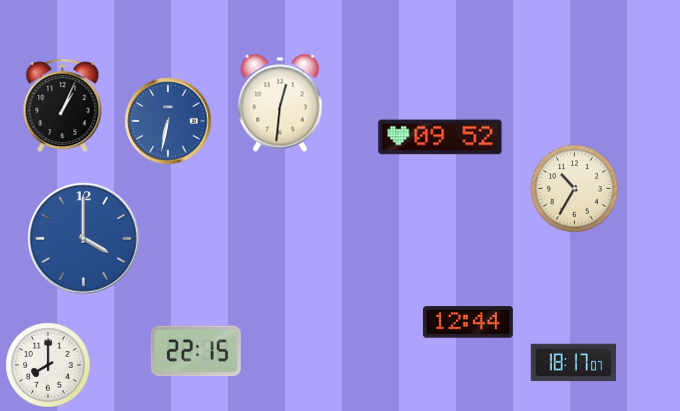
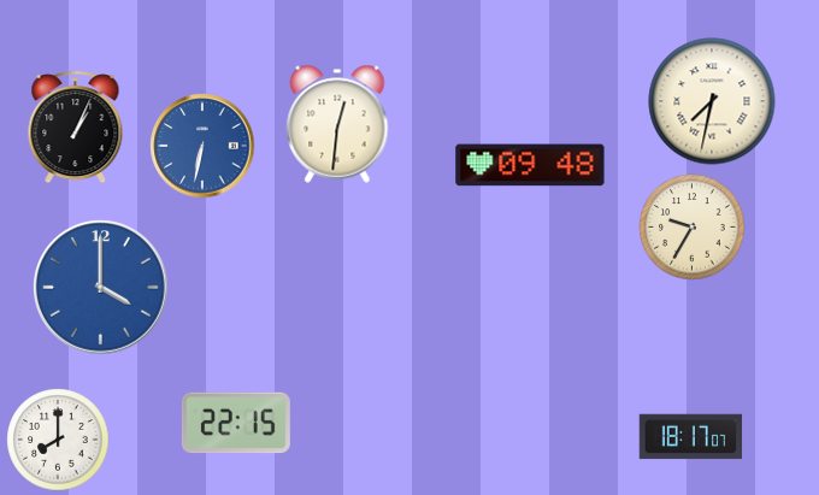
clock at (712, 101): none -> 7:32
clock at (440, 137): 09:52 -> 09:48
clock at (575, 189): 10:35 -> 9:35
clock at (468, 322): 12:44 -> none
